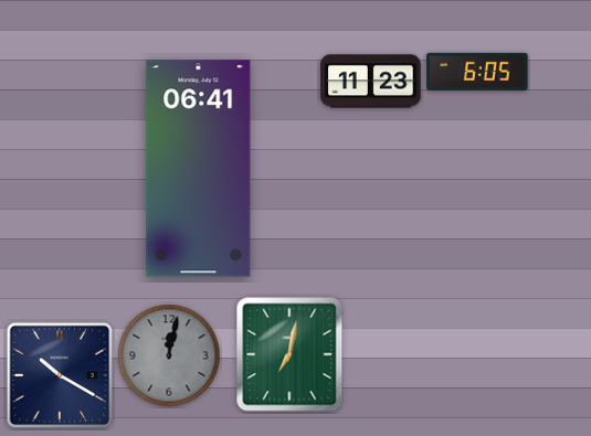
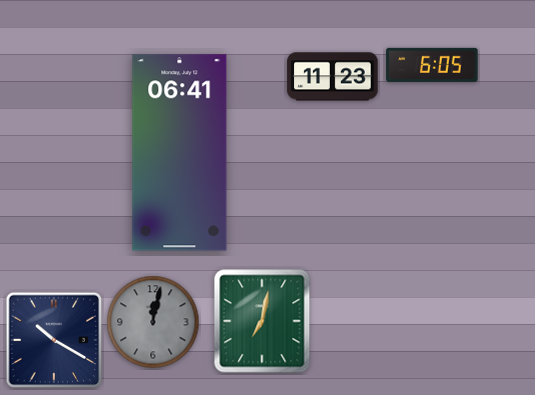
clock at (371, 82) position: (371, 82) -> (333, 77)
